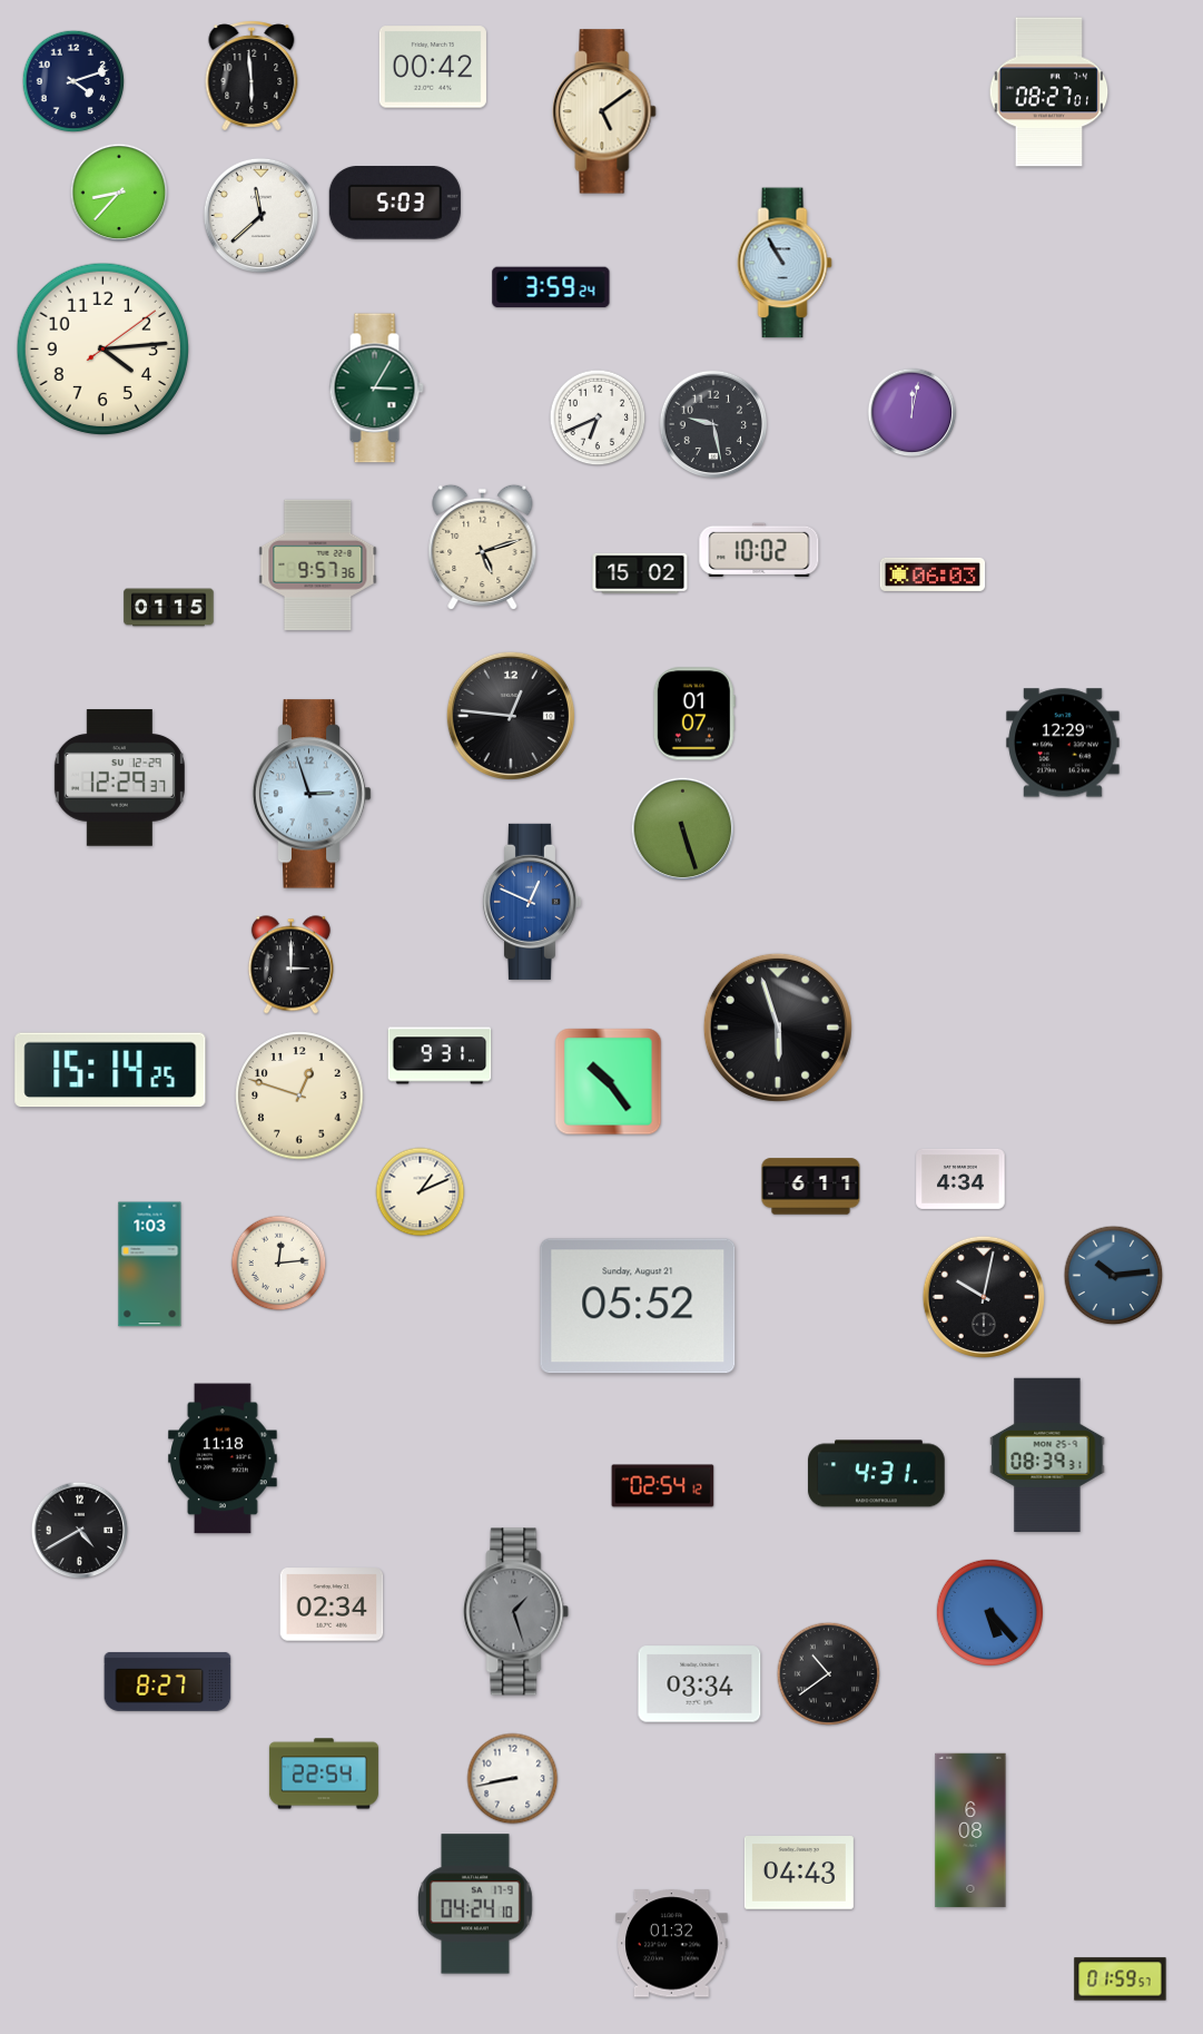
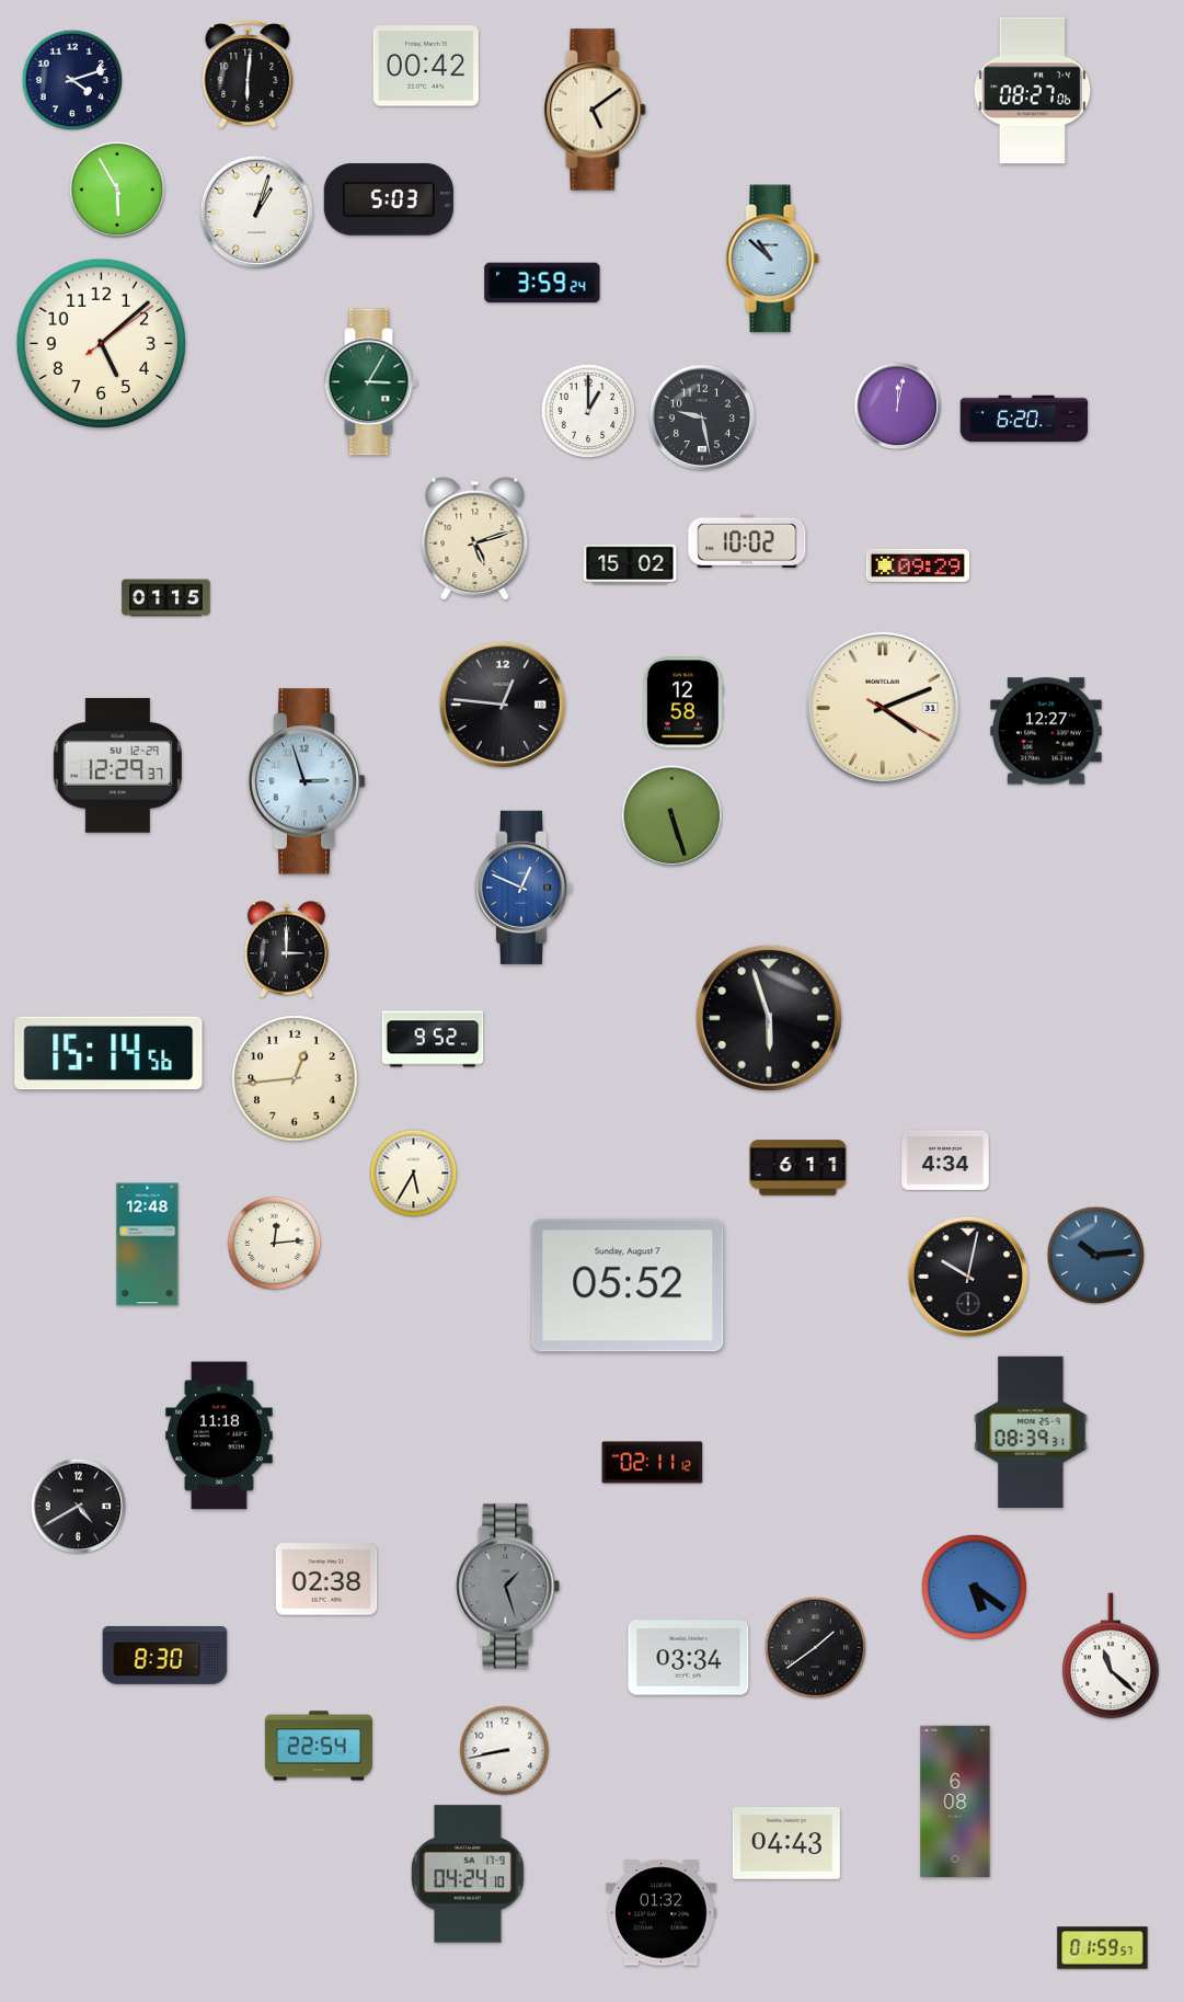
clock at (252, 76): 5:59 -> 6:01
clock at (1049, 92): 08:27:01 -> 08:27:06
clock at (119, 193): 8:37 -> 5:55
clock at (260, 215): 11:38 -> 1:03
clock at (785, 263): 10:55 -> 10:52
clock at (103, 350): 4:14 -> 5:08
clock at (598, 417): 6:41 -> 1:00
clock at (1024, 419): none -> 6:20
clock at (318, 564): 9:57 -> none
clock at (933, 574): 06:03 -> 09:29
clock at (694, 714): 01:07 -> 12:58
clock at (883, 708): none -> 4:11
clock at (1063, 743): 12:29 -> 12:27
clock at (778, 1028) position: (778, 1028) -> (769, 1018)
clock at (440, 1055): 9:31 -> 9:52
clock at (110, 1070): 15:14:25 -> 15:14:56
clock at (609, 1082): 10:24 -> none
clock at (299, 1095): 12:48 -> 12:44
clock at (421, 1192): 1:11 -> 5:35
clock at (150, 1265): 1:03 -> 12:48
clock at (638, 1306) date: Sunday, August 21 -> Sunday, August 7
clock at (877, 1474): 4:31 -> none
clock at (663, 1486): 02:54 -> 02:11
clock at (332, 1604): 02:34 -> 02:38
clock at (989, 1612): 5:23 -> 5:21
clock at (829, 1674): 10:39 -> 1:39
clock at (168, 1681): 8:27 -> 8:30
clock at (1111, 1656): none -> 11:22
